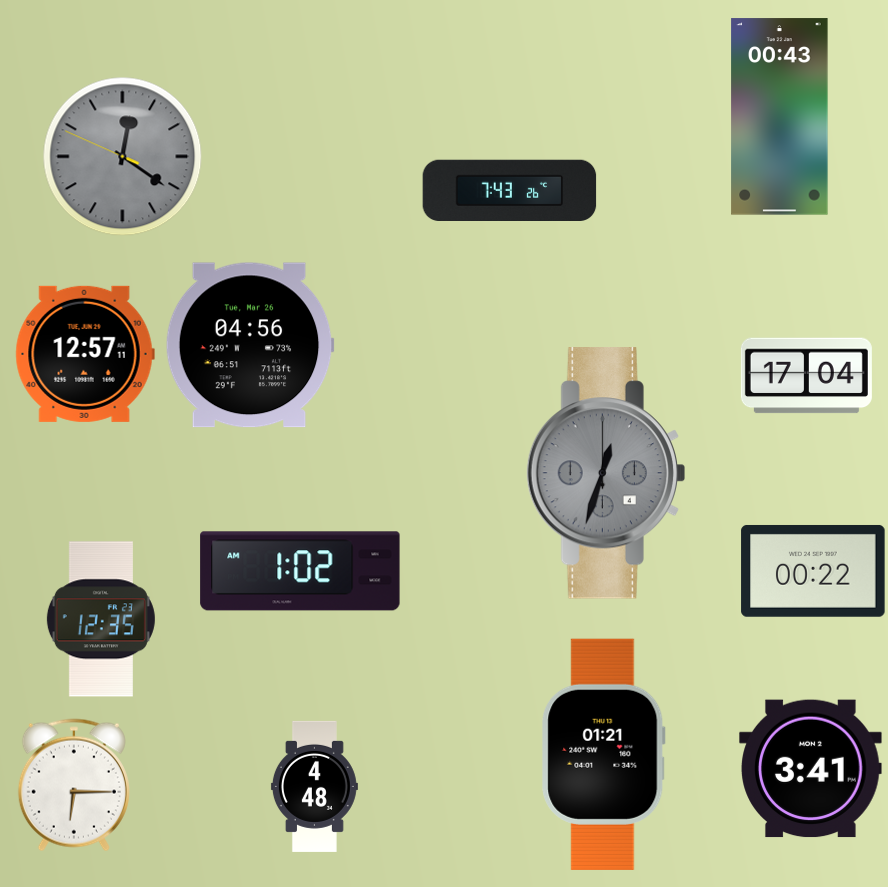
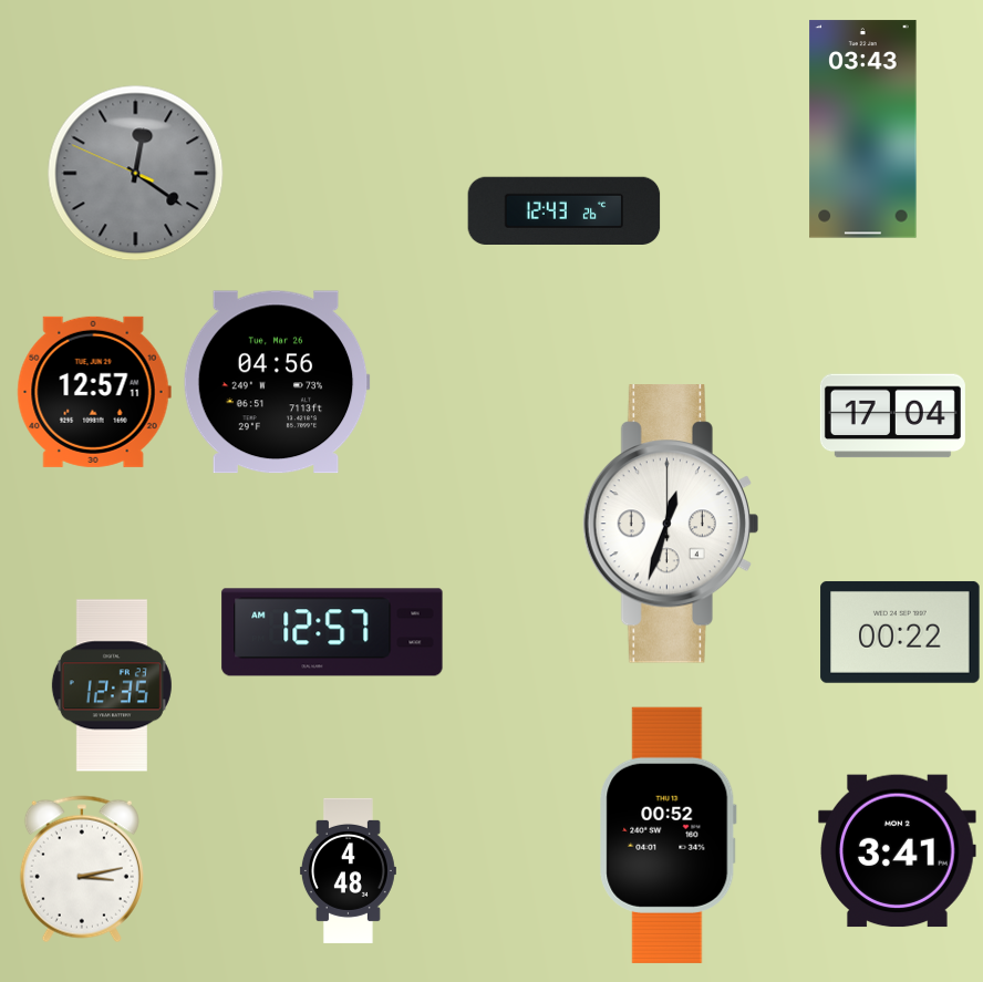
clock at (780, 117): 00:43 -> 03:43
clock at (510, 191): 7:43 -> 12:43
clock at (606, 473) dial: grey -> white
clock at (300, 571): 1:02 -> 12:57
clock at (604, 754): 01:21 -> 00:52
clock at (74, 785): 6:15 -> 3:13
